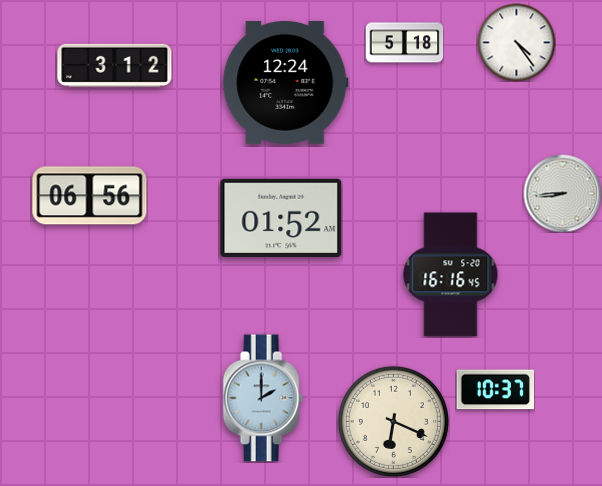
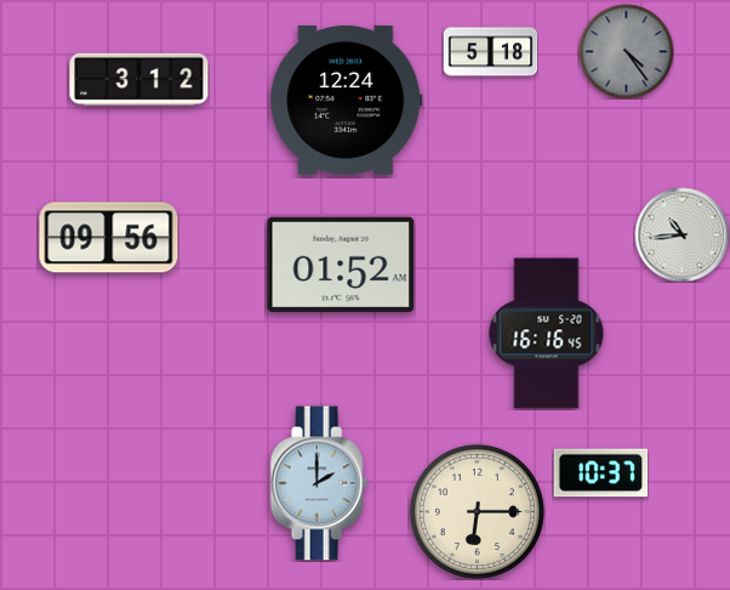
clock at (516, 42) dial: white -> grey
clock at (562, 193): 8:44 -> 10:44
clock at (90, 196): 06:56 -> 09:56
clock at (393, 421): 6:19 -> 6:15
